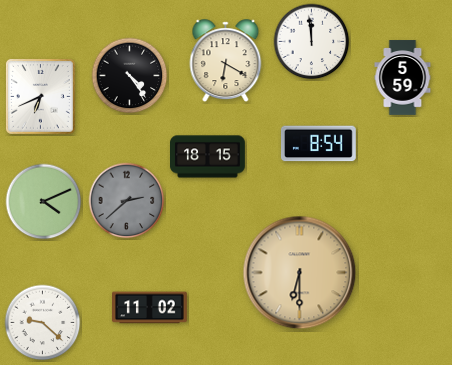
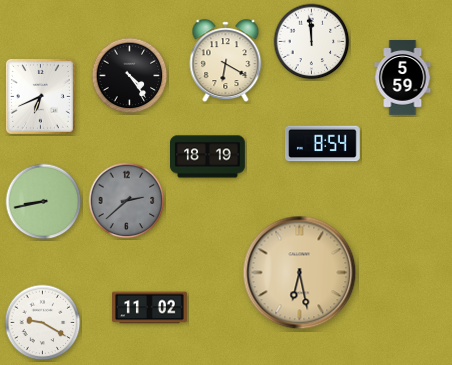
clock at (319, 144) position: (319, 144) -> (323, 144)
clock at (208, 157): 18:15 -> 18:19
clock at (44, 202): 4:11 -> 8:43
clock at (300, 273): 6:30 -> 6:28
clock at (43, 323): 9:22 -> 9:20
